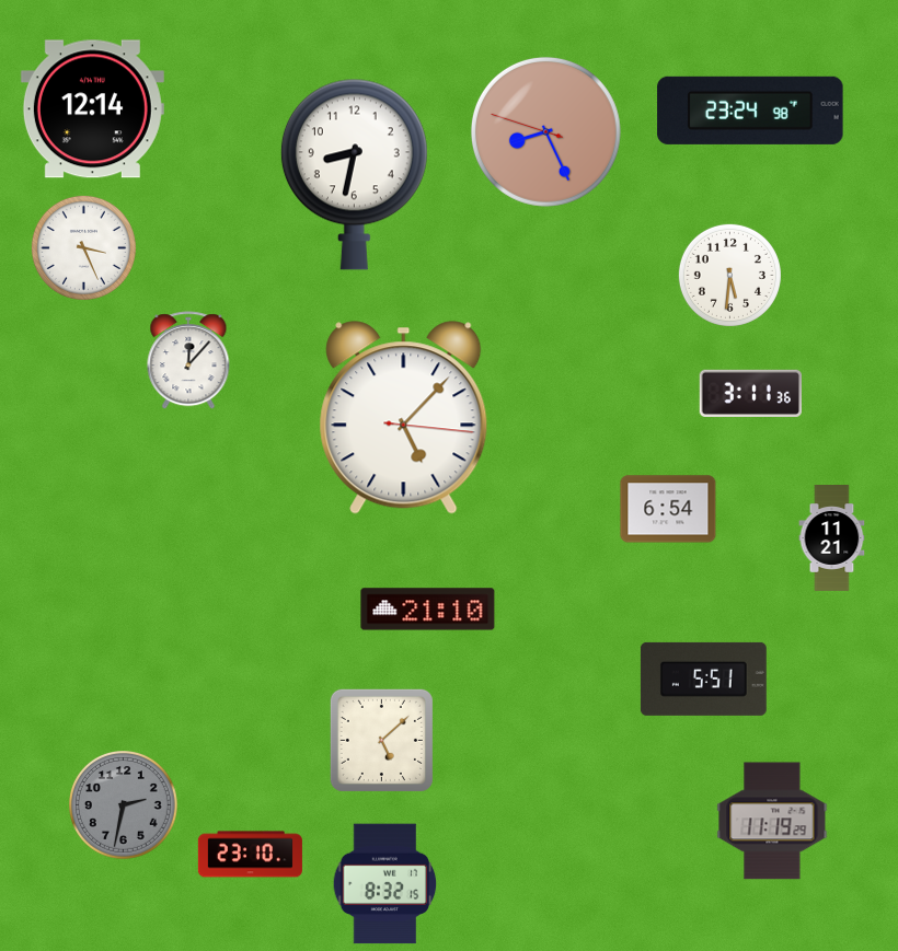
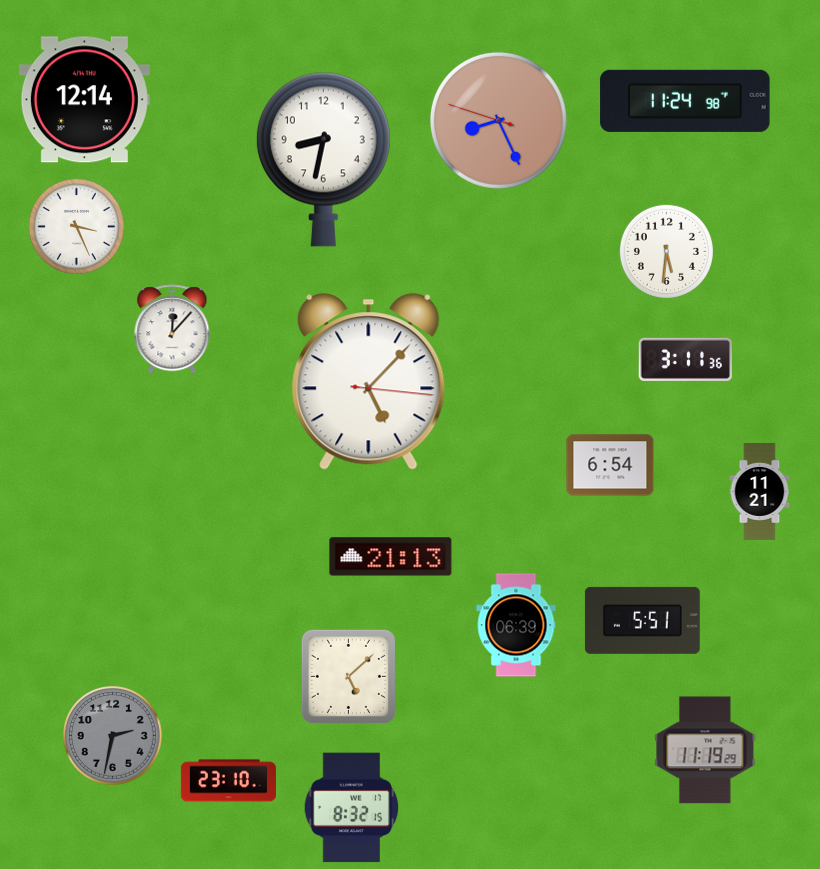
clock at (750, 111): 23:24 -> 11:24
clock at (428, 610): 21:10 -> 21:13
clock at (516, 625): none -> 06:39
